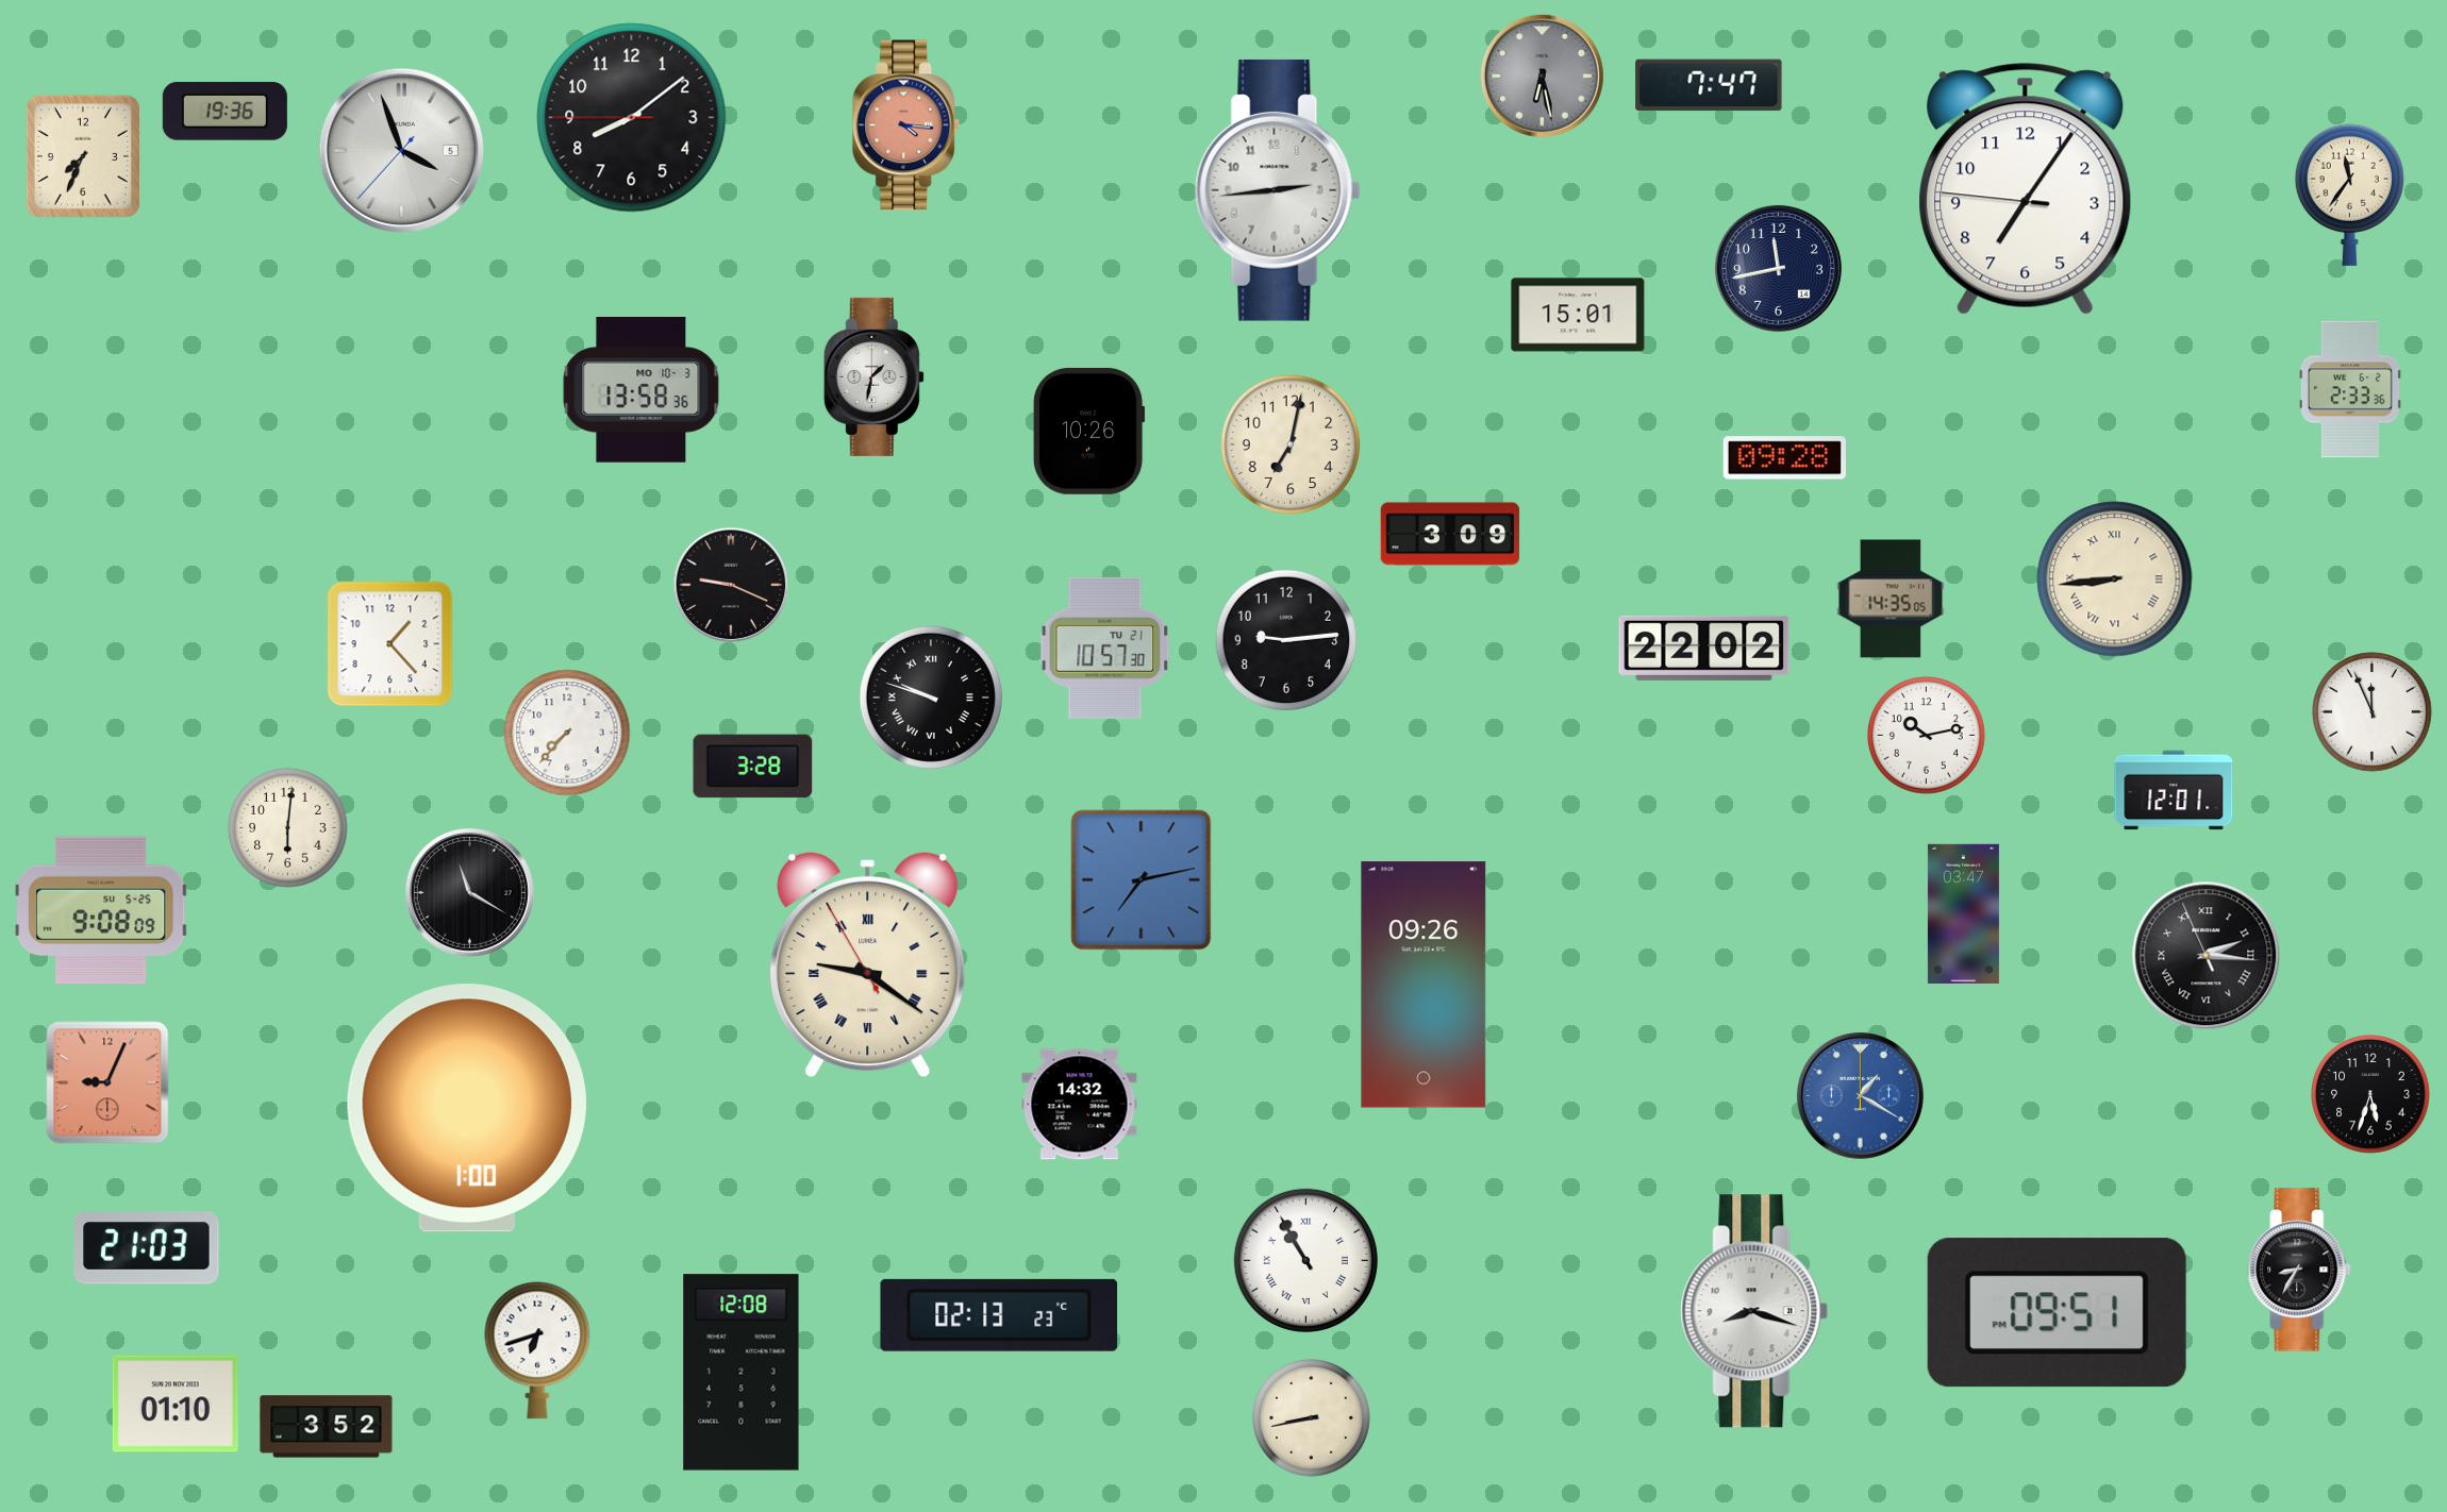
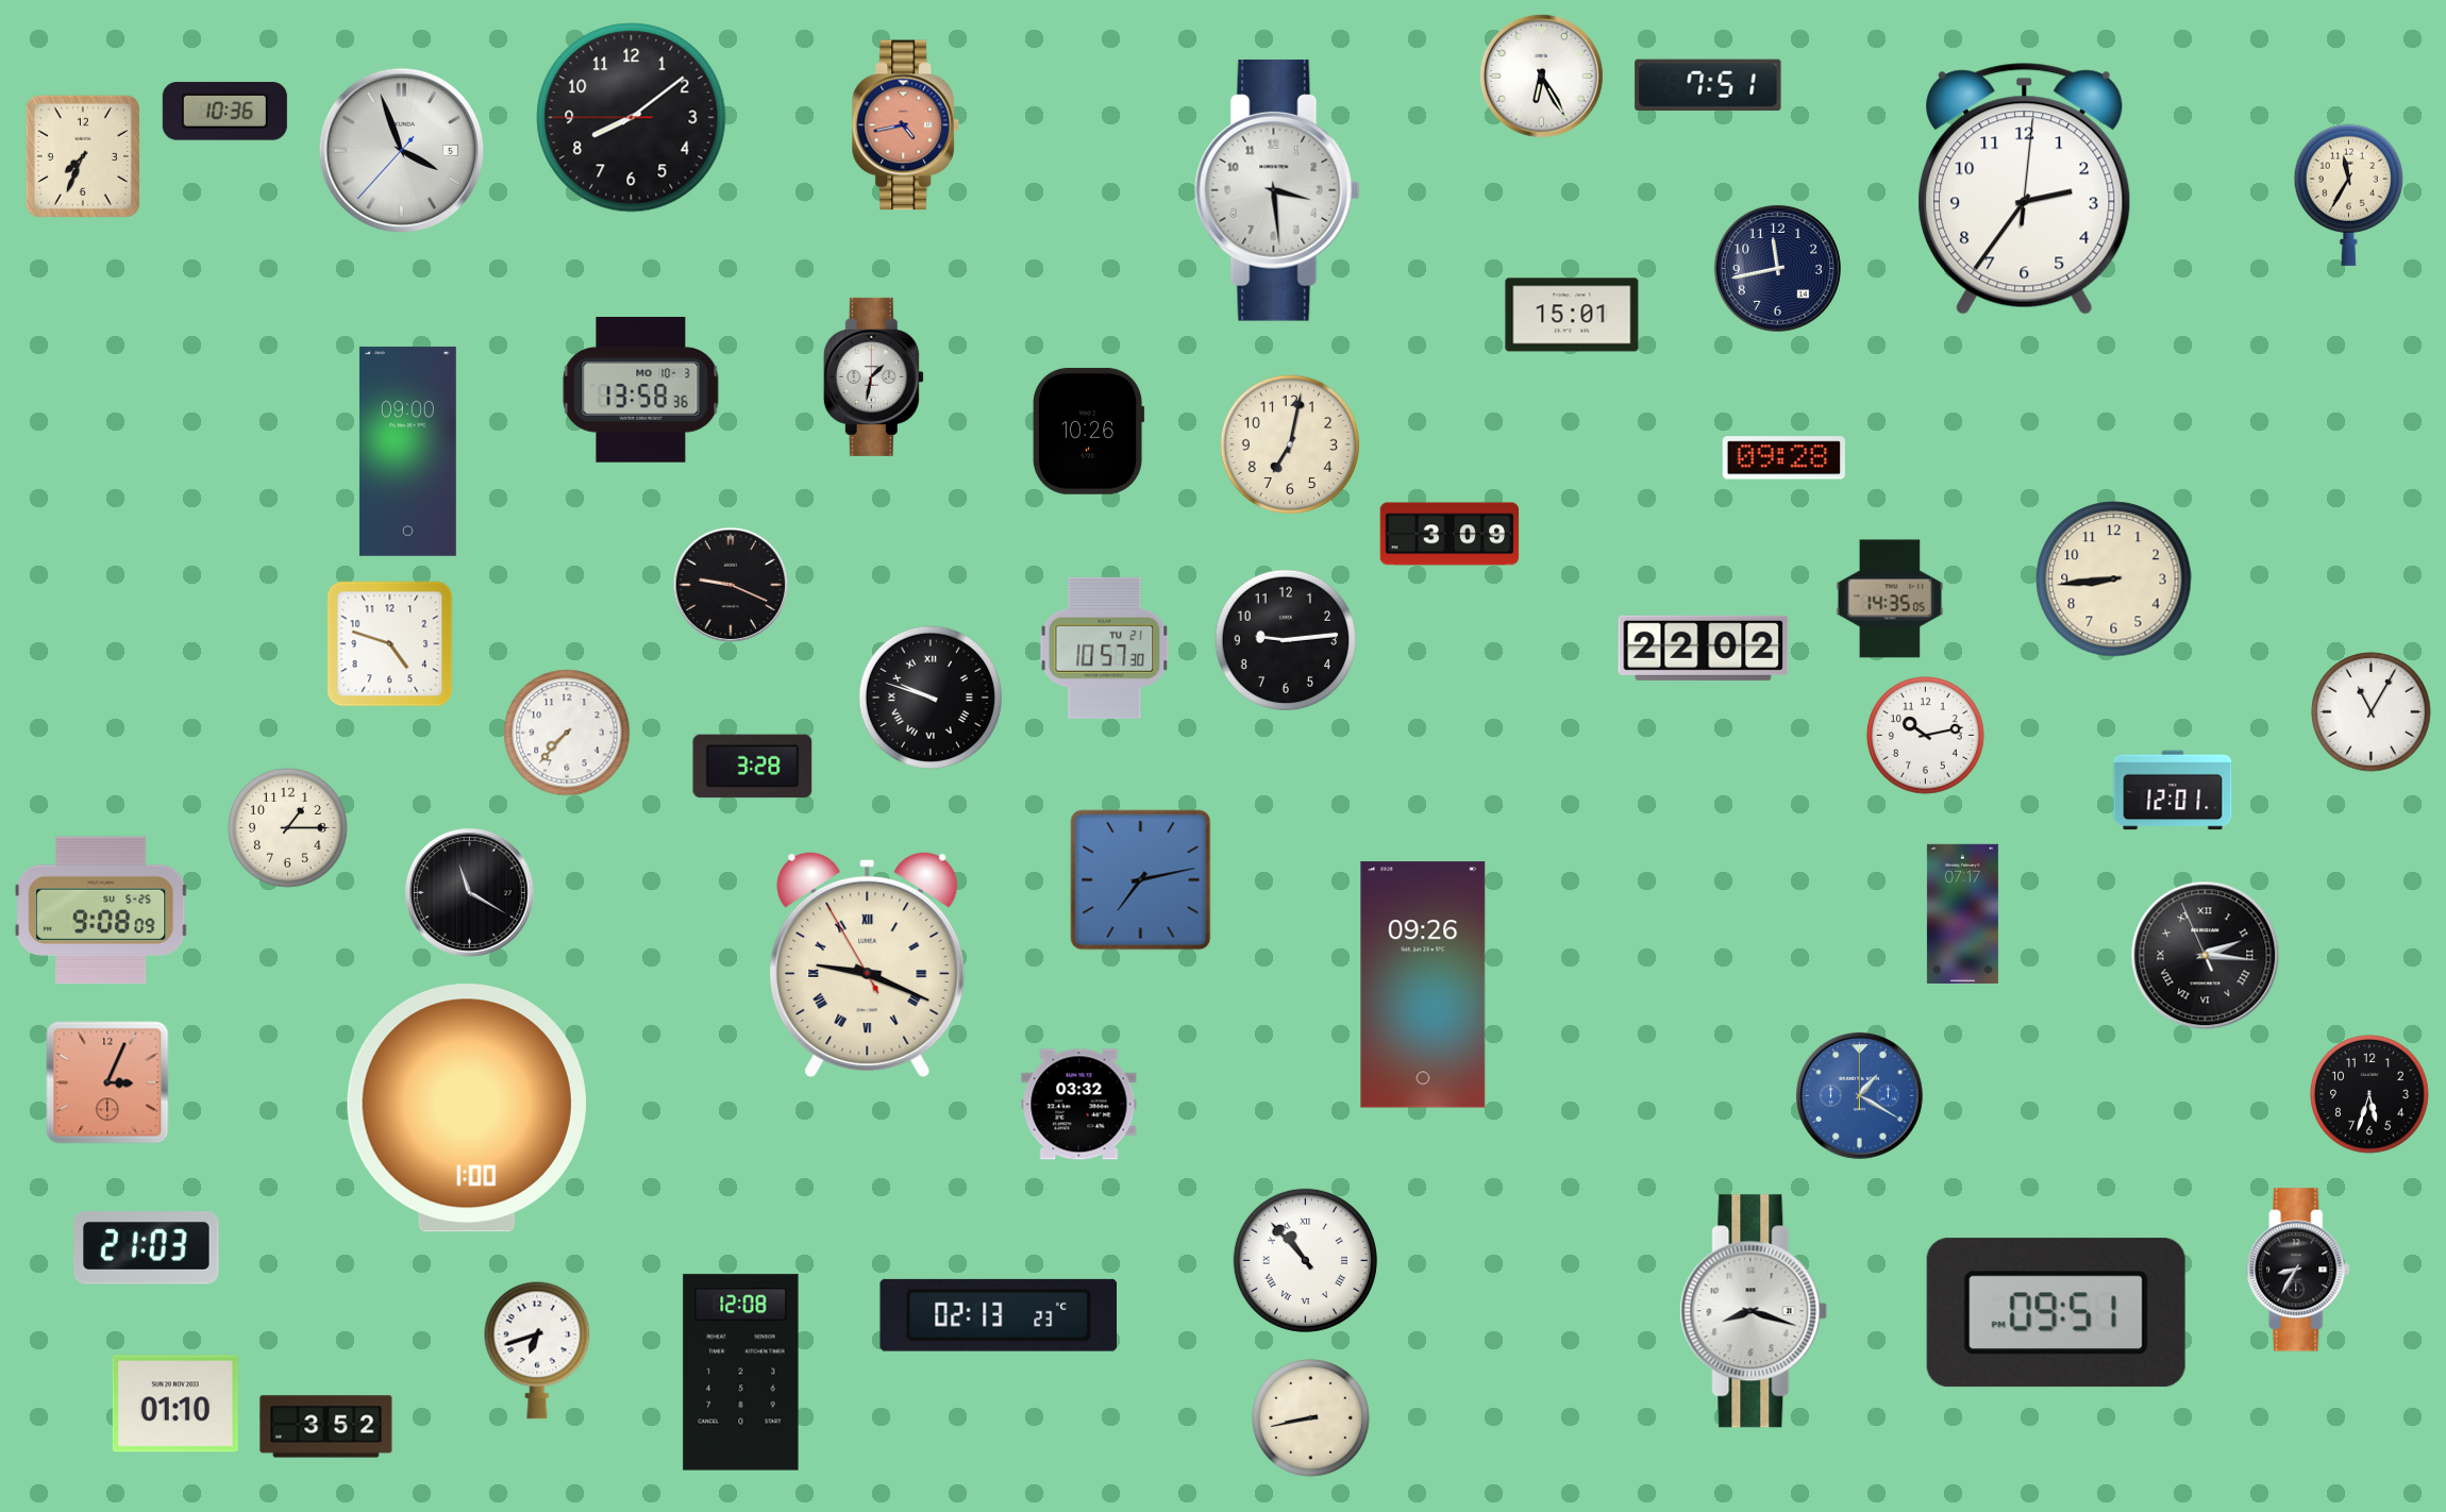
clock at (1542, 75): 6:28 -> 6:25
clock at (1542, 75) dial: grey -> white
clock at (1709, 85): 7:47 -> 7:51
clock at (224, 112): 19:36 -> 10:36
clock at (906, 125): 4:16 -> 4:43
clock at (2026, 189): 7:05 -> 2:36
clock at (1278, 190): 2:44 -> 3:29
clock at (2349, 195): 11:36 -> 11:35
clock at (1578, 315) position: (1578, 315) -> (1572, 315)
clock at (2350, 389): 2:33 -> none
clock at (407, 451): none -> 09:00
clock at (2115, 579) numerals: Roman -> Arabic
clock at (390, 644): 1:23 -> 4:48
clock at (2373, 712): 11:56 -> 11:05
clock at (288, 828): 6:01 -> 1:15
clock at (1963, 913): 03:47 -> 07:17
clock at (868, 963): 9:20 -> 9:18
clock at (107, 1082): 9:04 -> 3:04
clock at (1080, 1105): 14:32 -> 03:32
clock at (1305, 1260): 10:55 -> 10:53
